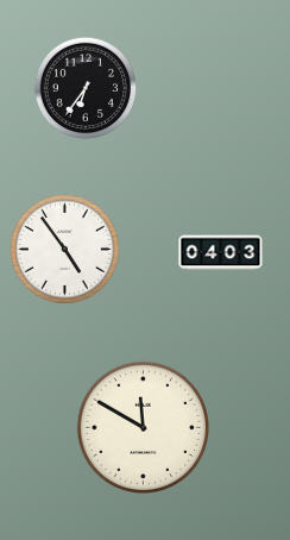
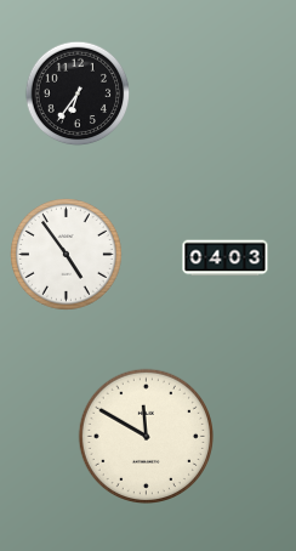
clock at (86, 88) position: (86, 88) -> (78, 93)
